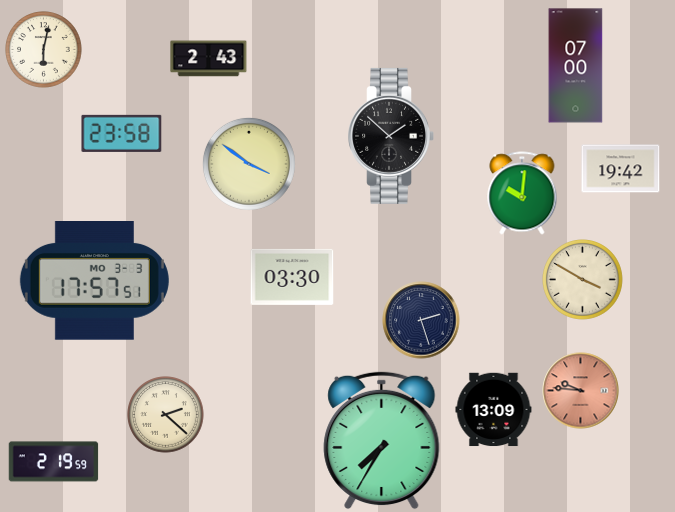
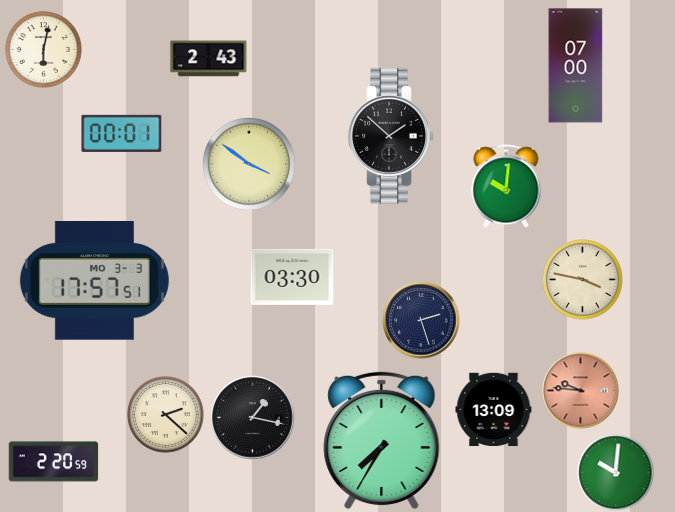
clock at (122, 133): 23:58 -> 00:01
clock at (621, 169): 19:42 -> none
clock at (522, 193) position: (522, 193) -> (506, 186)
clock at (583, 280): 3:50 -> 3:47
clock at (253, 418): none -> 1:17
clock at (54, 462): 2:19 -> 2:20
clock at (616, 473): none -> 10:01
